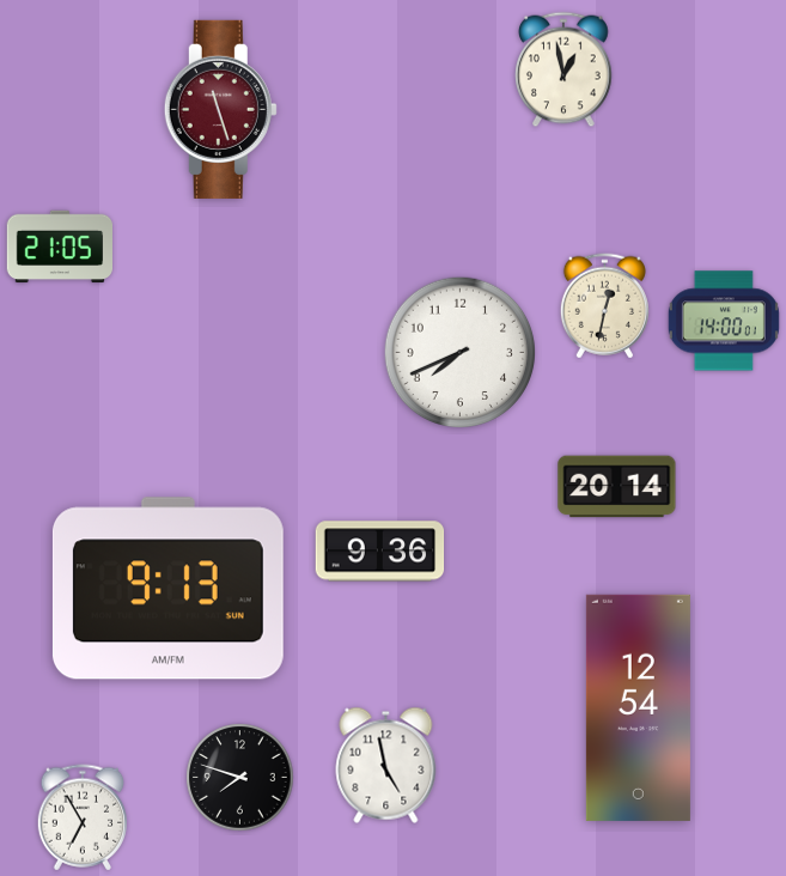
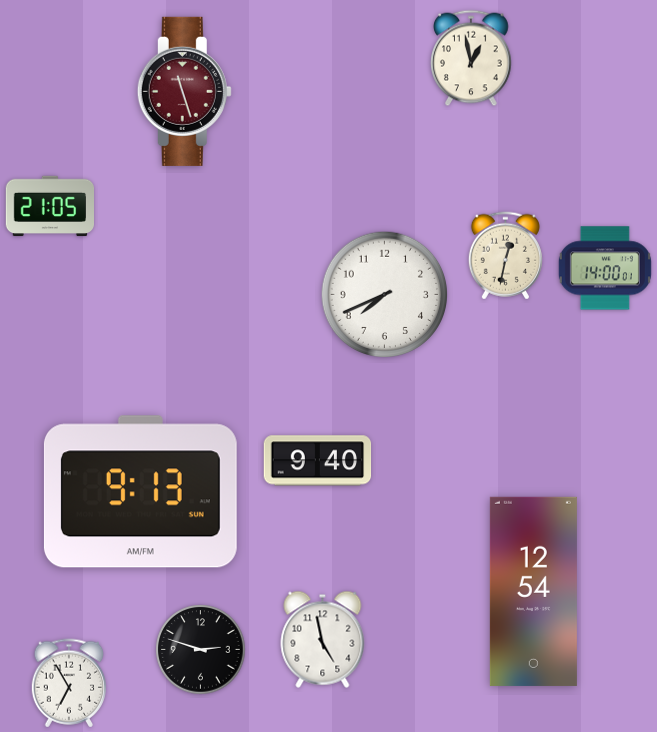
clock at (617, 487): 20:14 -> none
clock at (380, 552): 9:36 -> 9:40
clock at (240, 778): 7:48 -> 2:48
